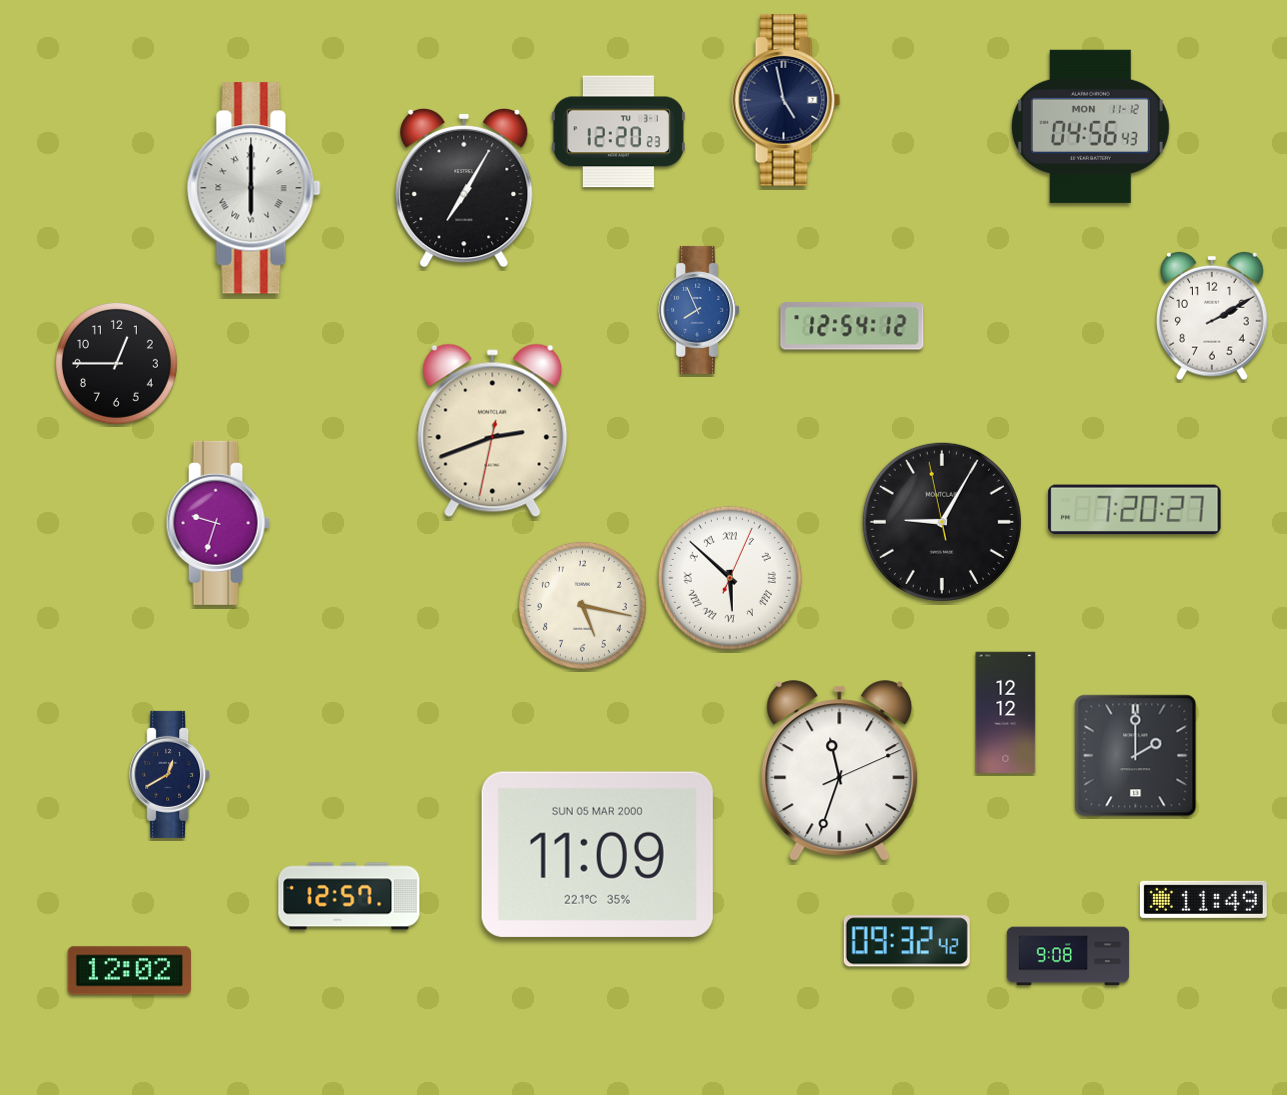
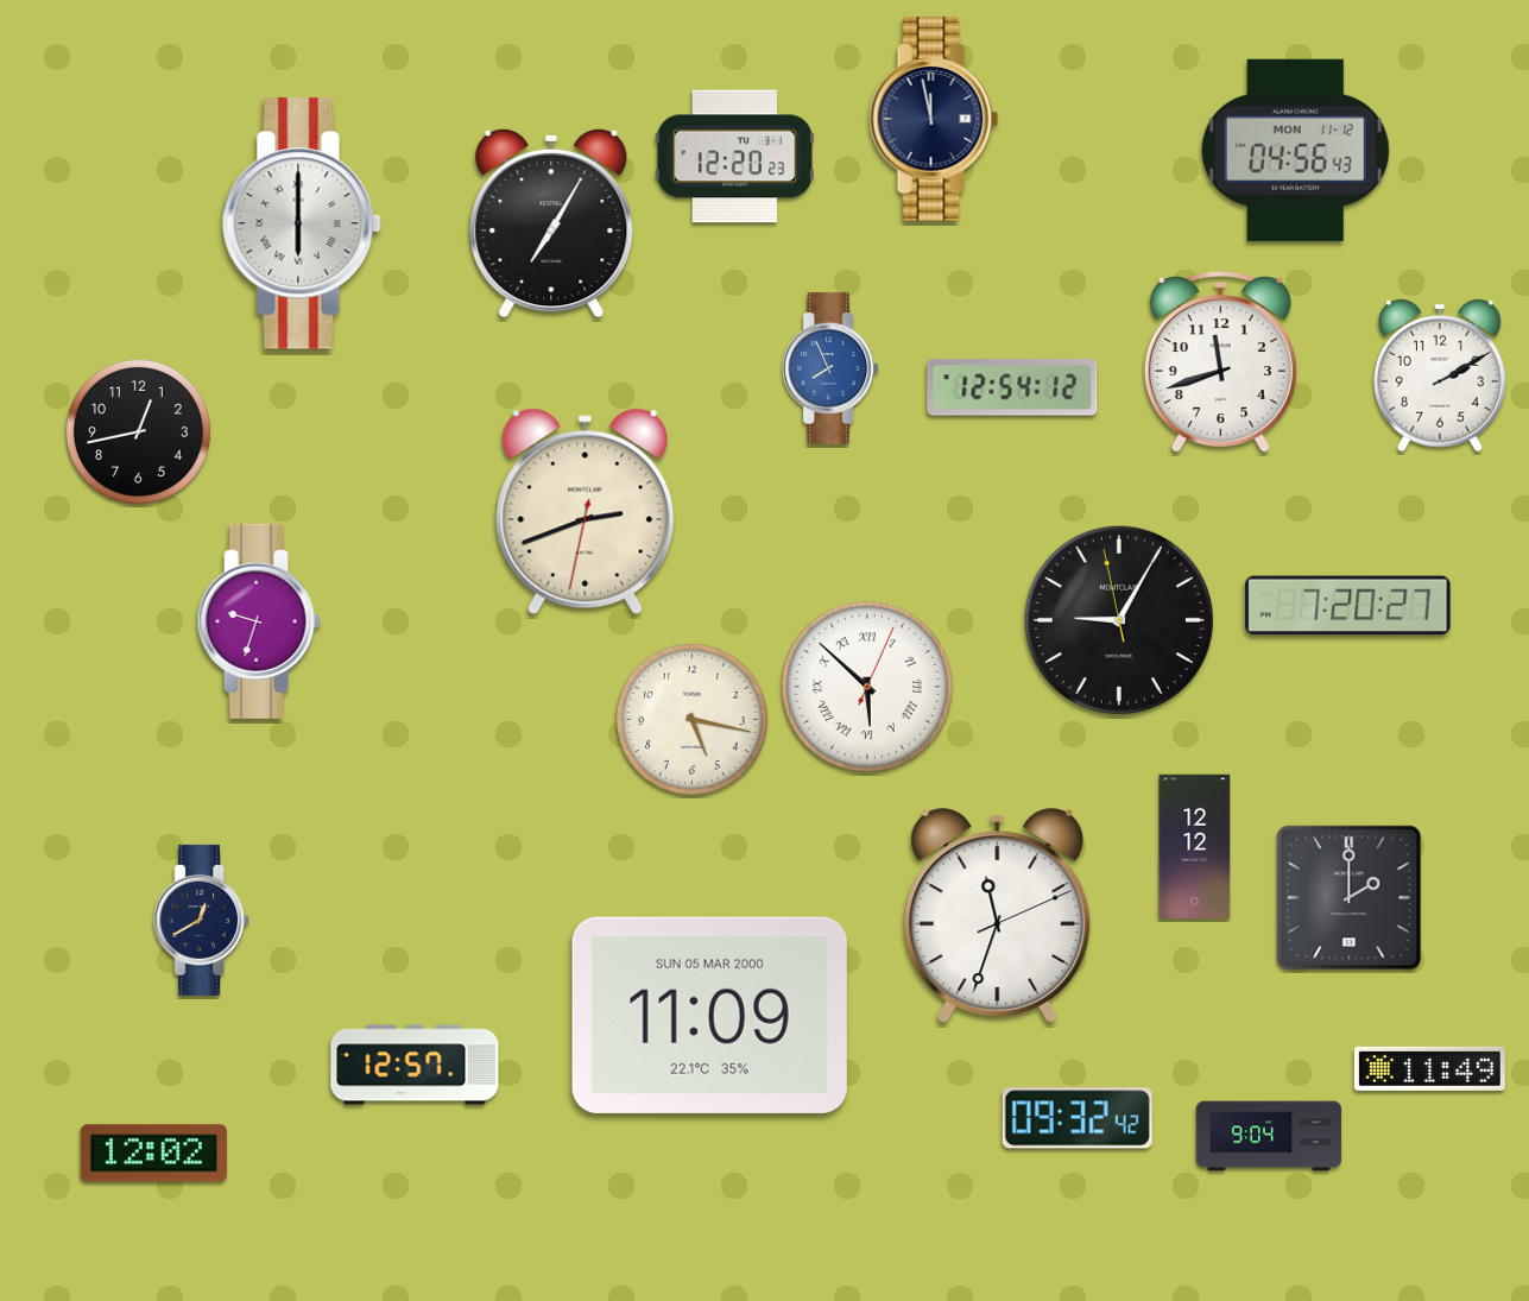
clock at (786, 100): 4:58 -> 11:58
clock at (1220, 364): none -> 11:42
clock at (116, 363): 12:45 -> 12:43
clock at (1068, 956): 9:08 -> 9:04
